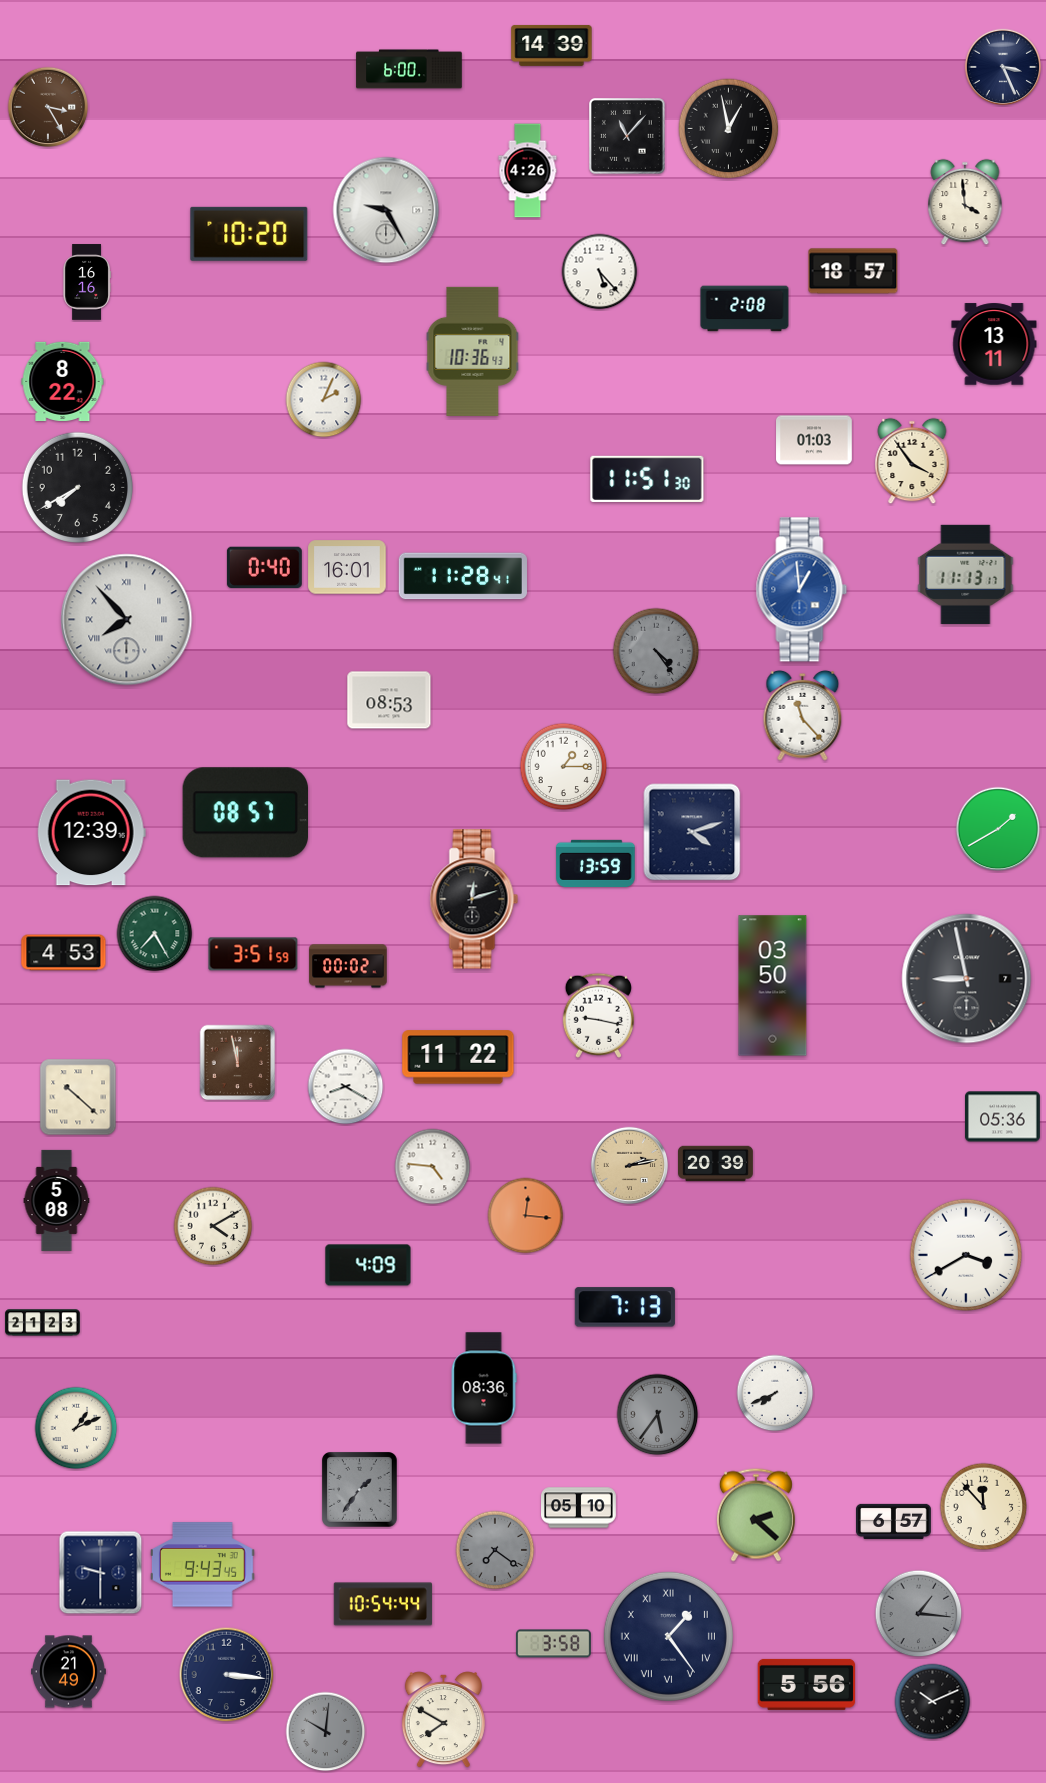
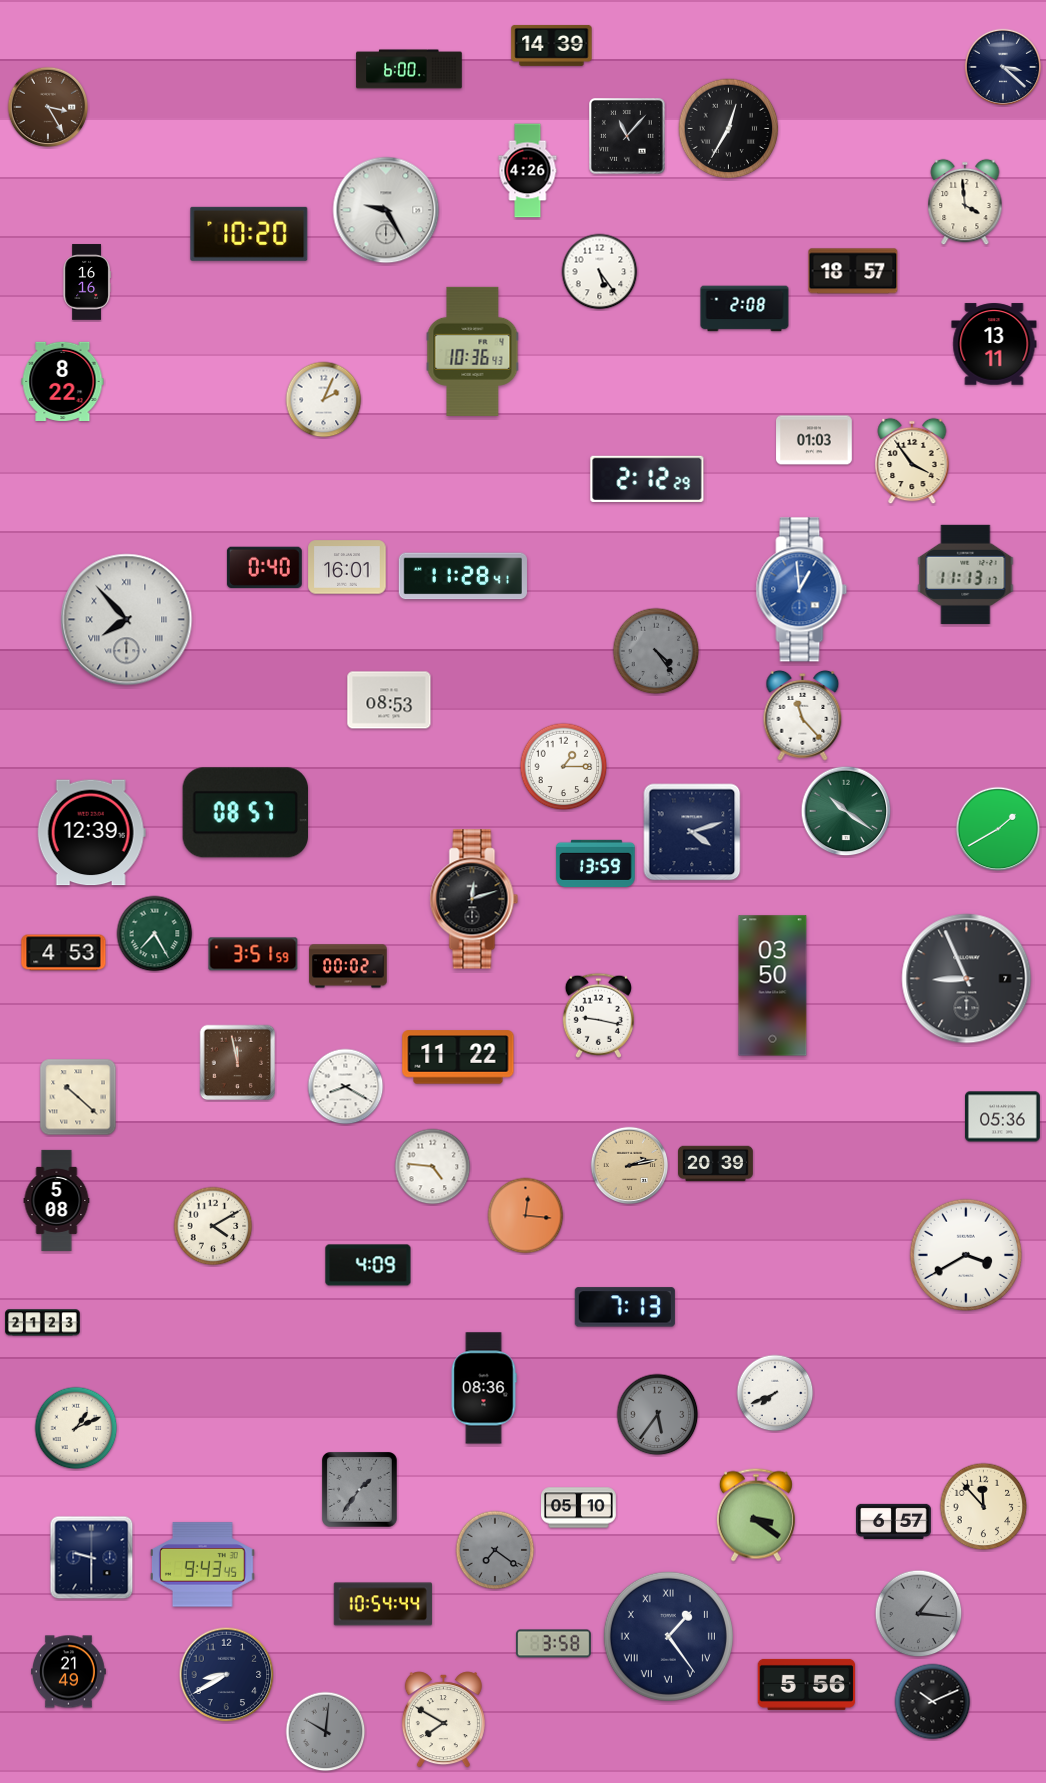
clock at (1003, 67): 3:26 -> 3:22
clock at (729, 129): 12:58 -> 12:35
clock at (600, 272): 5:23 -> 5:24
clock at (647, 479): 11:51 -> 2:12
clock at (78, 488): 7:40 -> none
clock at (846, 811): none -> 10:21
clock at (967, 979): 8:58 -> 8:56
clock at (756, 1515): 2:22 -> 3:21
clock at (101, 1573) position: (101, 1573) -> (92, 1558)
clock at (227, 1675): 3:16 -> 8:40
